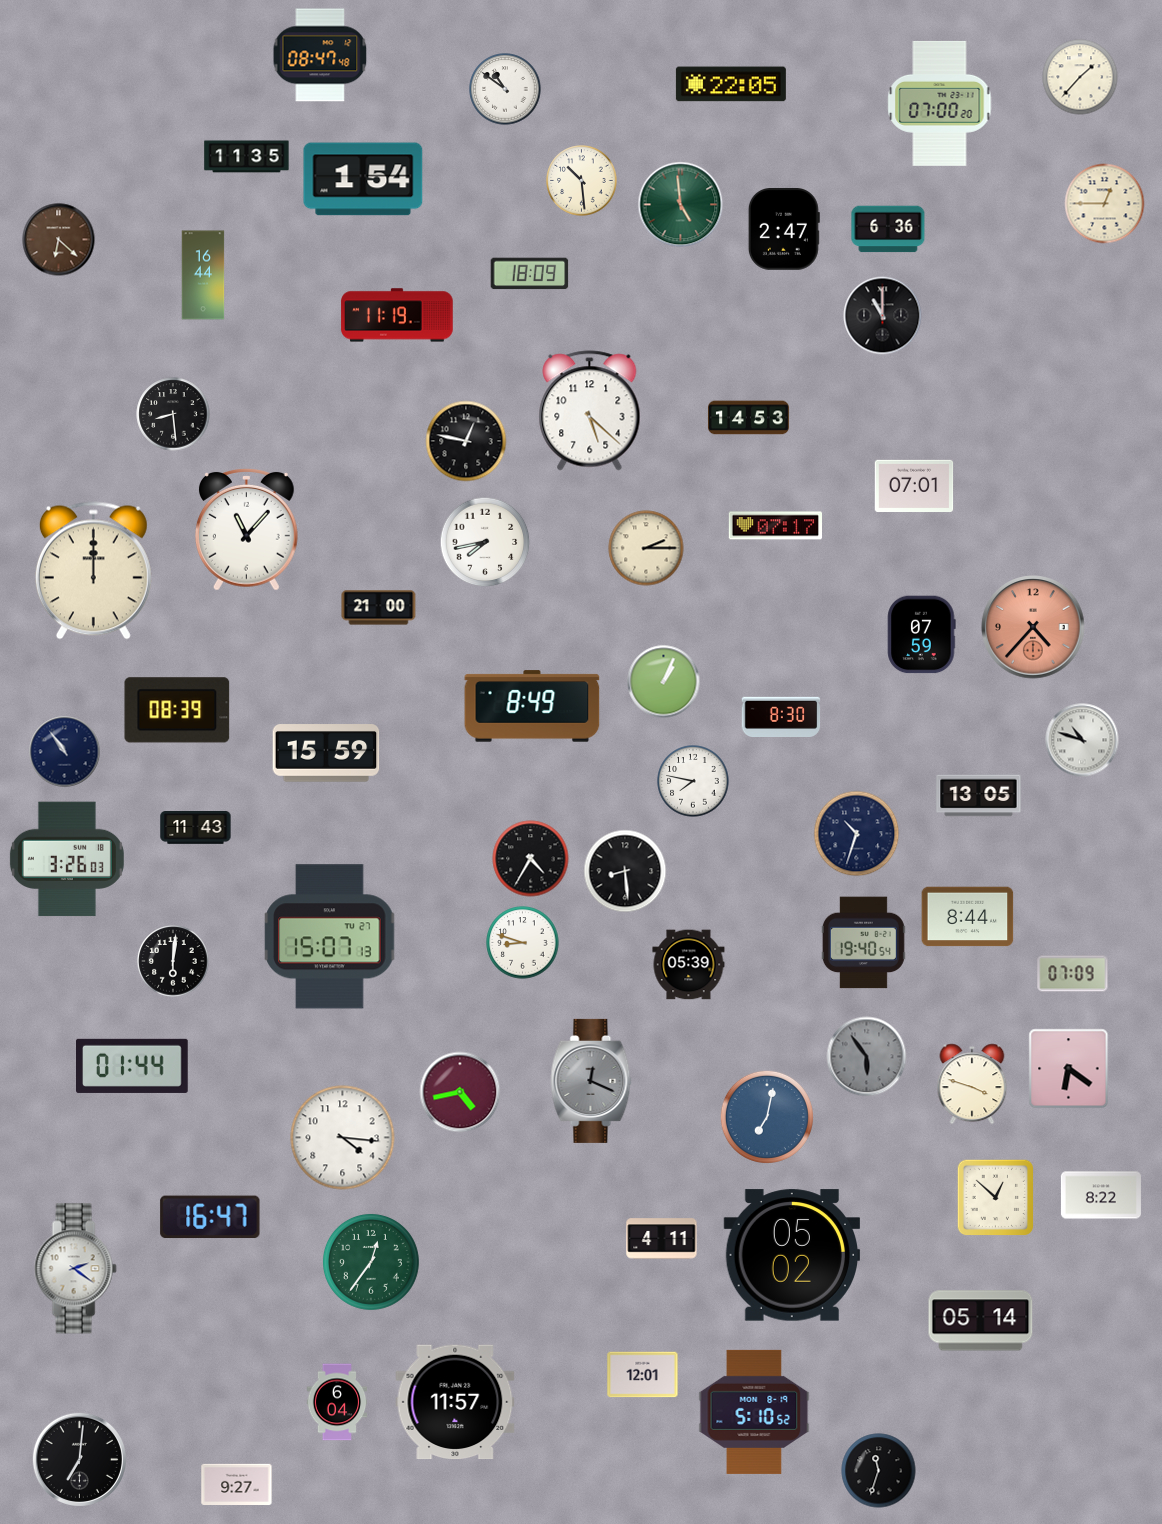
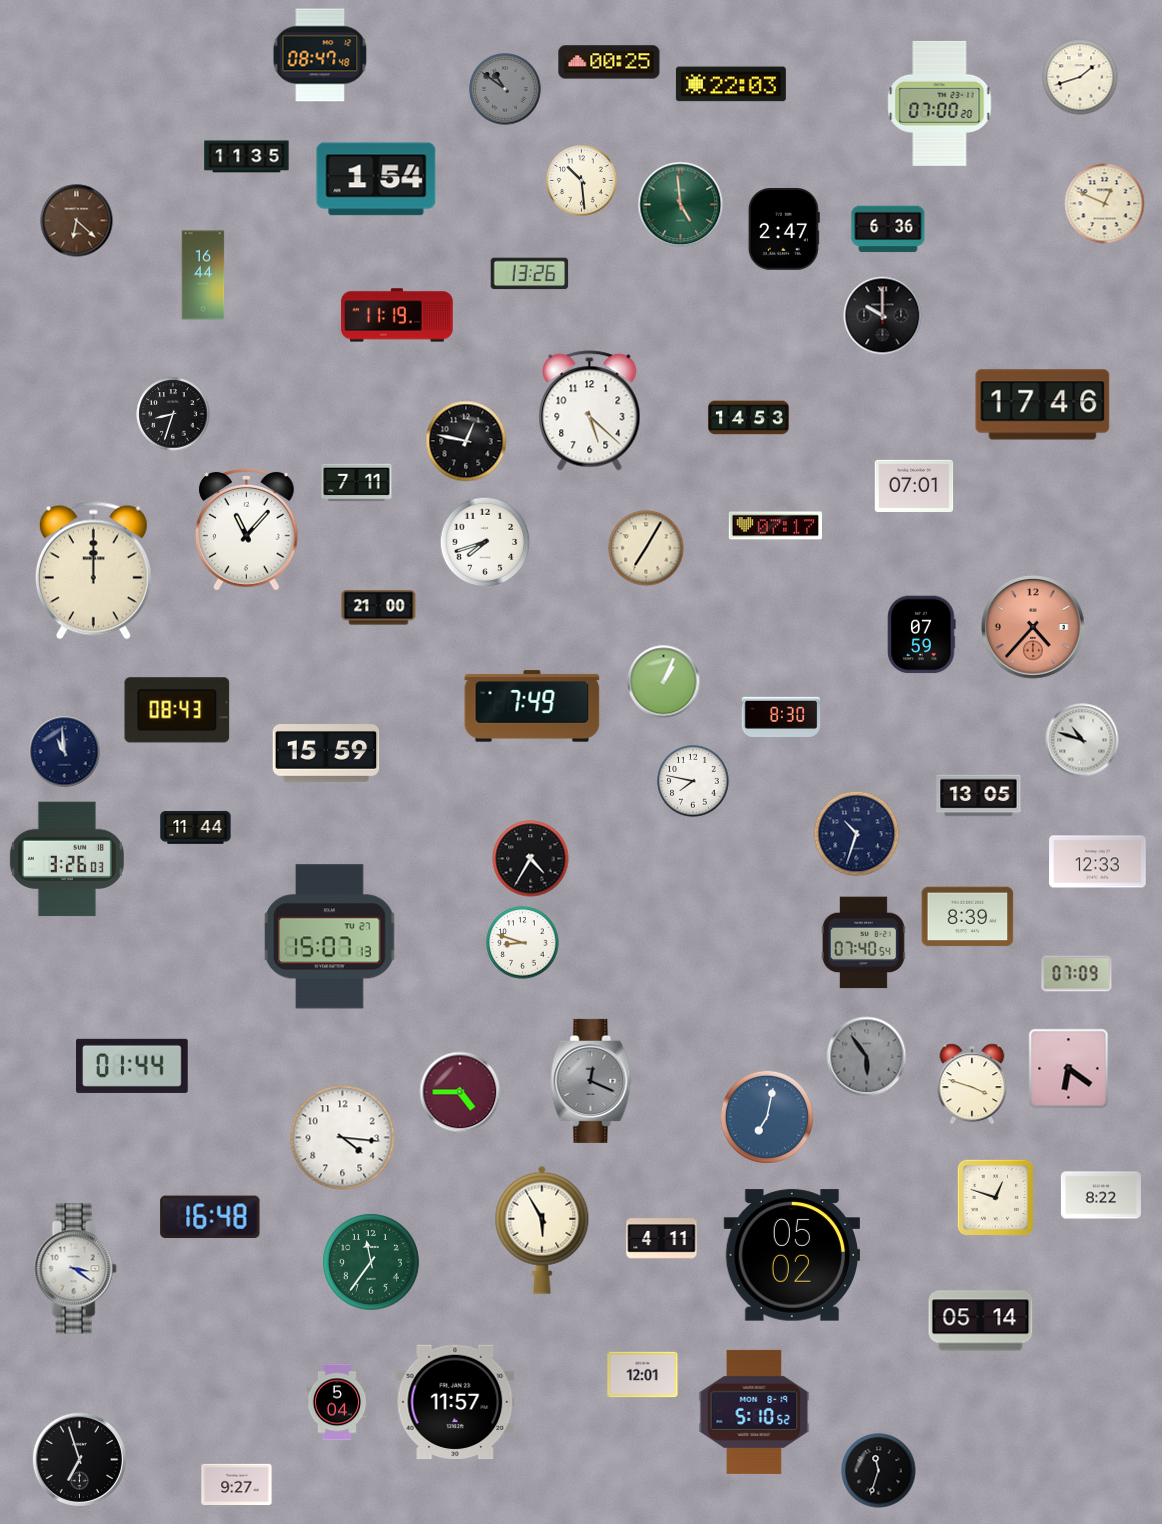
clock at (609, 62): none -> 00:25
clock at (1080, 77): 1:37 -> 1:42
clock at (731, 84): 22:05 -> 22:03
clock at (505, 89) dial: white -> grey
clock at (363, 179) position: (363, 179) -> (376, 179)
clock at (1105, 204): 12:45 -> 12:49
clock at (59, 240) position: (59, 240) -> (77, 221)
clock at (530, 274): 18:09 -> 13:26
clock at (883, 316): 11:00 -> 10:00
clock at (1043, 405): none -> 17:46
clock at (173, 414): 8:29 -> 8:33
clock at (357, 483): none -> 7:11
clock at (485, 542): 7:43 -> 7:42
clock at (646, 548): 2:15 -> 7:05
clock at (532, 706): 8:49 -> 7:49
clock at (177, 710): 08:39 -> 08:43
clock at (65, 752): 10:54 -> 10:59
clock at (196, 828): 11:43 -> 11:44
clock at (1098, 862): none -> 12:33
clock at (625, 871): 8:29 -> none
clock at (968, 917): 8:44 -> 8:39
clock at (863, 943): 19:40 -> 07:40
clock at (173, 961): 6:01 -> none
clock at (689, 965): 05:39 -> none
clock at (1073, 974) position: (1073, 974) -> (1077, 974)
clock at (460, 1092): 4:43 -> 4:45
clock at (996, 1198): 12:52 -> 12:48
clock at (210, 1217): 16:47 -> 16:48
clock at (542, 1230): none -> 5:55
clock at (371, 1262): 12:36 -> 11:36
clock at (75, 1269): 2:21 -> 3:21
clock at (337, 1402): 6:04 -> 5:04
clock at (79, 1459): 7:01 -> 6:57
